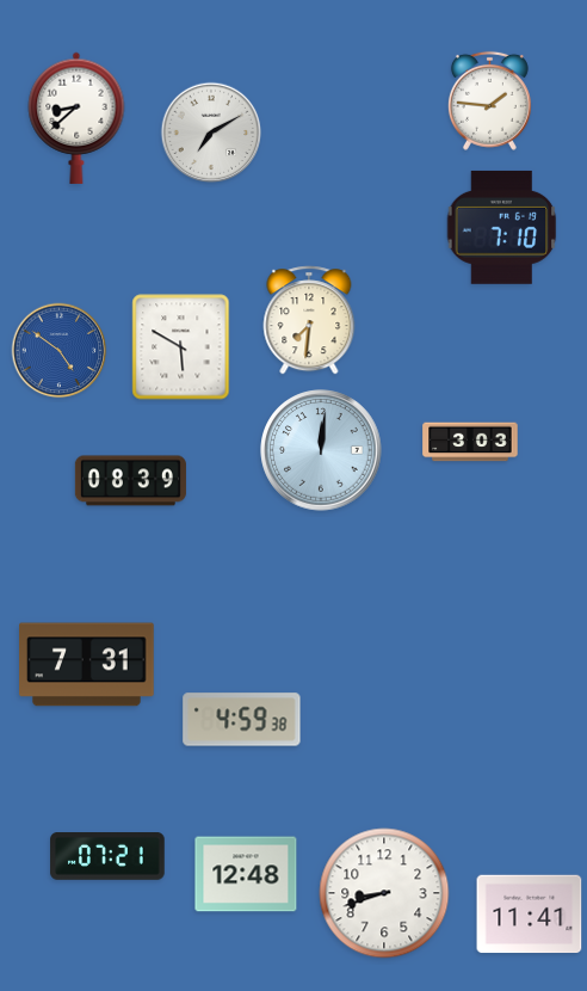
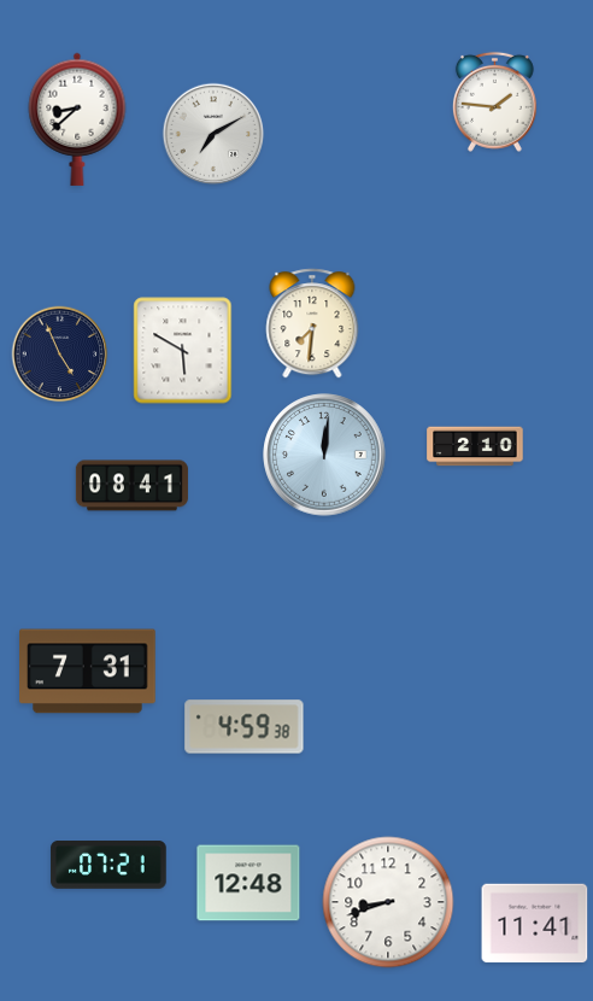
clock at (502, 227): 7:10 -> none
clock at (60, 351): 4:51 -> 4:56
clock at (60, 351) dial: blue -> navy
clock at (470, 442): 3:03 -> 2:10
clock at (130, 481): 08:39 -> 08:41
